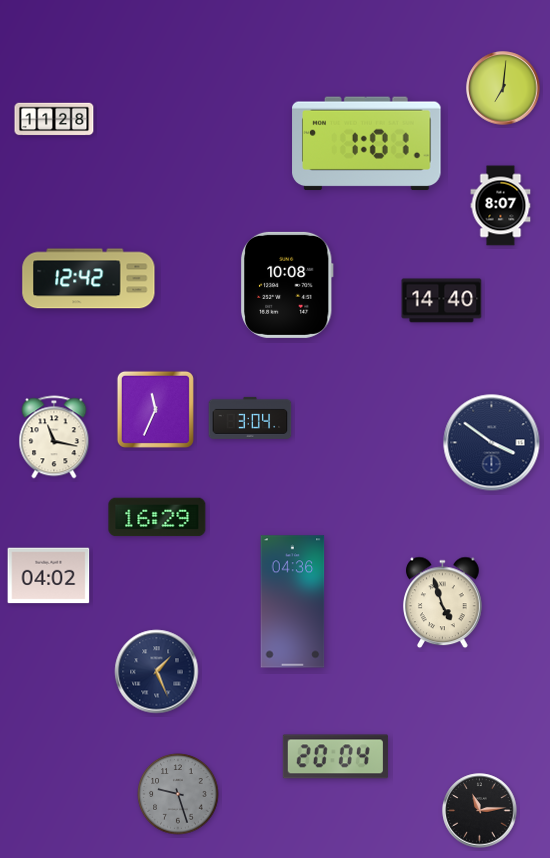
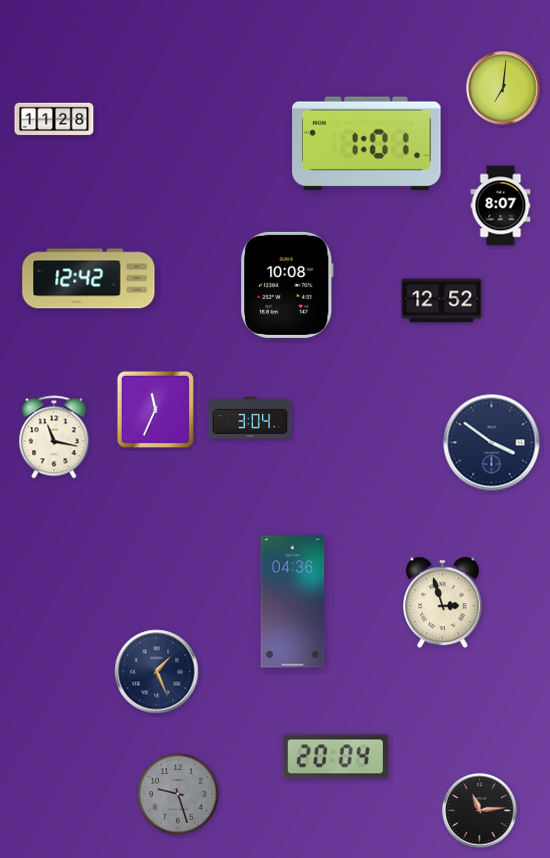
clock at (442, 301): 14:40 -> 12:52
clock at (157, 517): 16:29 -> none
clock at (49, 576): 04:02 -> none
clock at (443, 603): 4:57 -> 2:57
